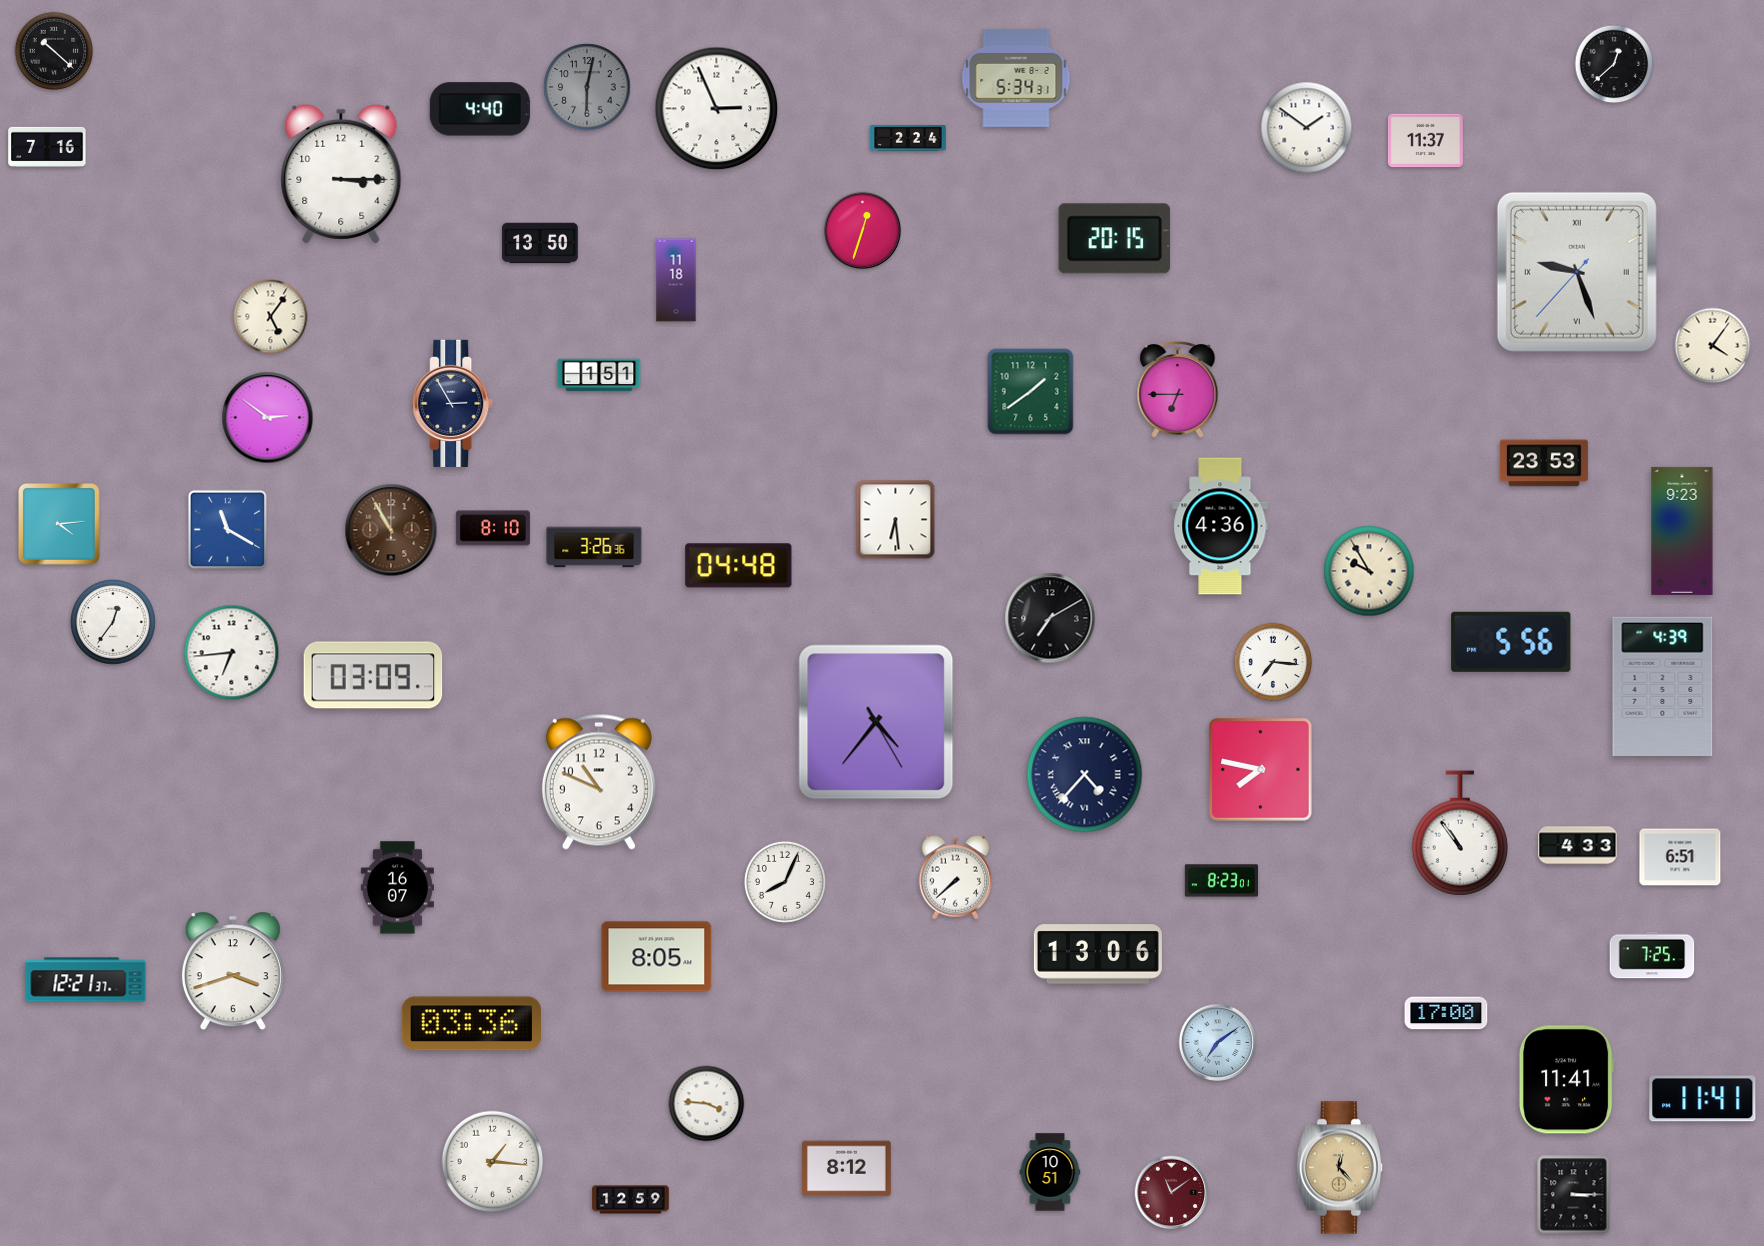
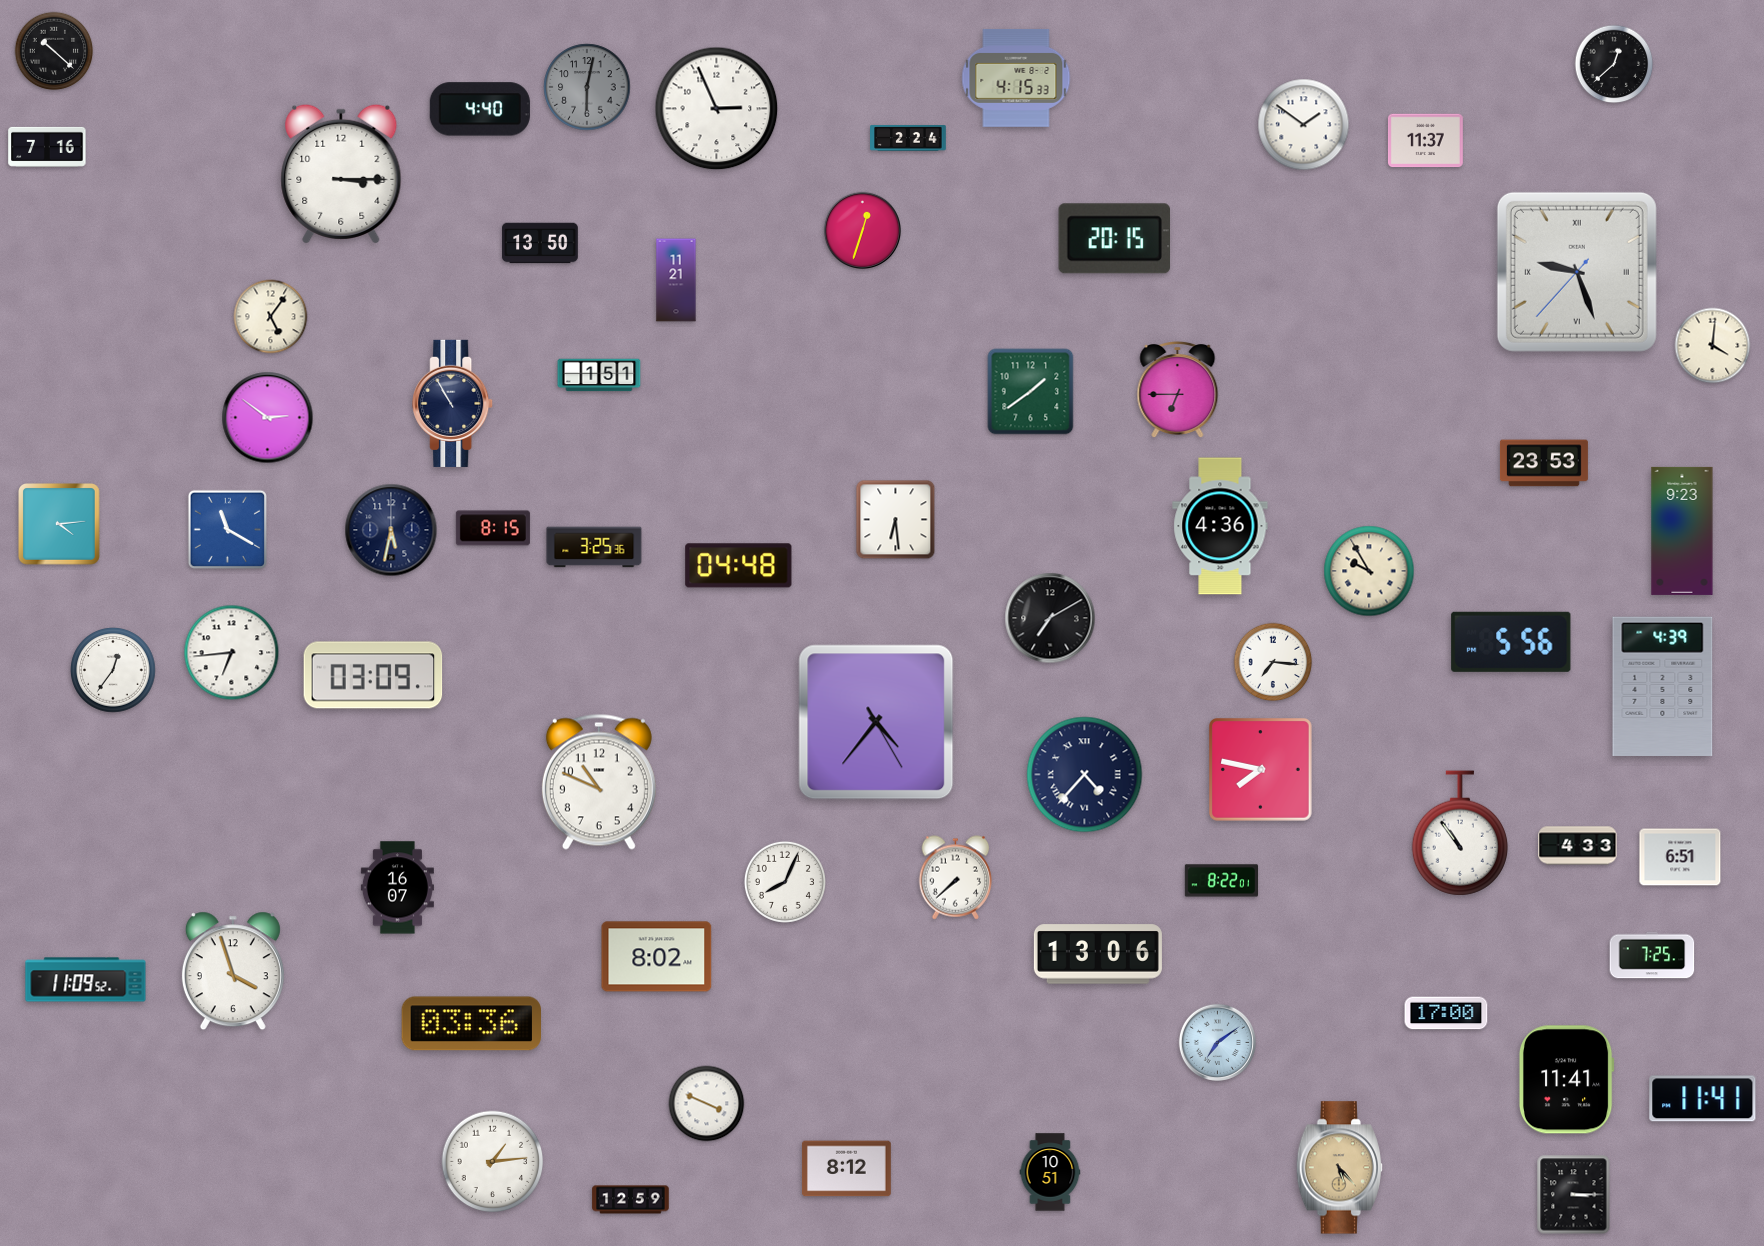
clock at (1016, 78): 5:34 -> 4:15
clock at (1307, 128) position: (1307, 128) -> (1304, 125)
clock at (676, 280): 11:18 -> 11:21
clock at (1713, 346): 4:06 -> 4:01
clock at (453, 403): 2:55 -> 10:55
clock at (493, 528): 8:10 -> 8:15
clock at (391, 530): 10:55 -> 5:32
clock at (391, 530) dial: brown -> navy
clock at (594, 547): 3:26 -> 3:25
clock at (113, 622) position: (113, 622) -> (113, 670)
clock at (1221, 881): 8:23 -> 8:22
clock at (657, 957): 8:05 -> 8:02
clock at (233, 971): 3:42 -> 3:57
clock at (86, 980): 12:21 -> 11:09
clock at (707, 1104): 3:46 -> 3:49
clock at (493, 1162): 1:16 -> 1:14
clock at (1339, 1168): 12:23 -> 5:23
clock at (1172, 1193): 11:09 -> none
